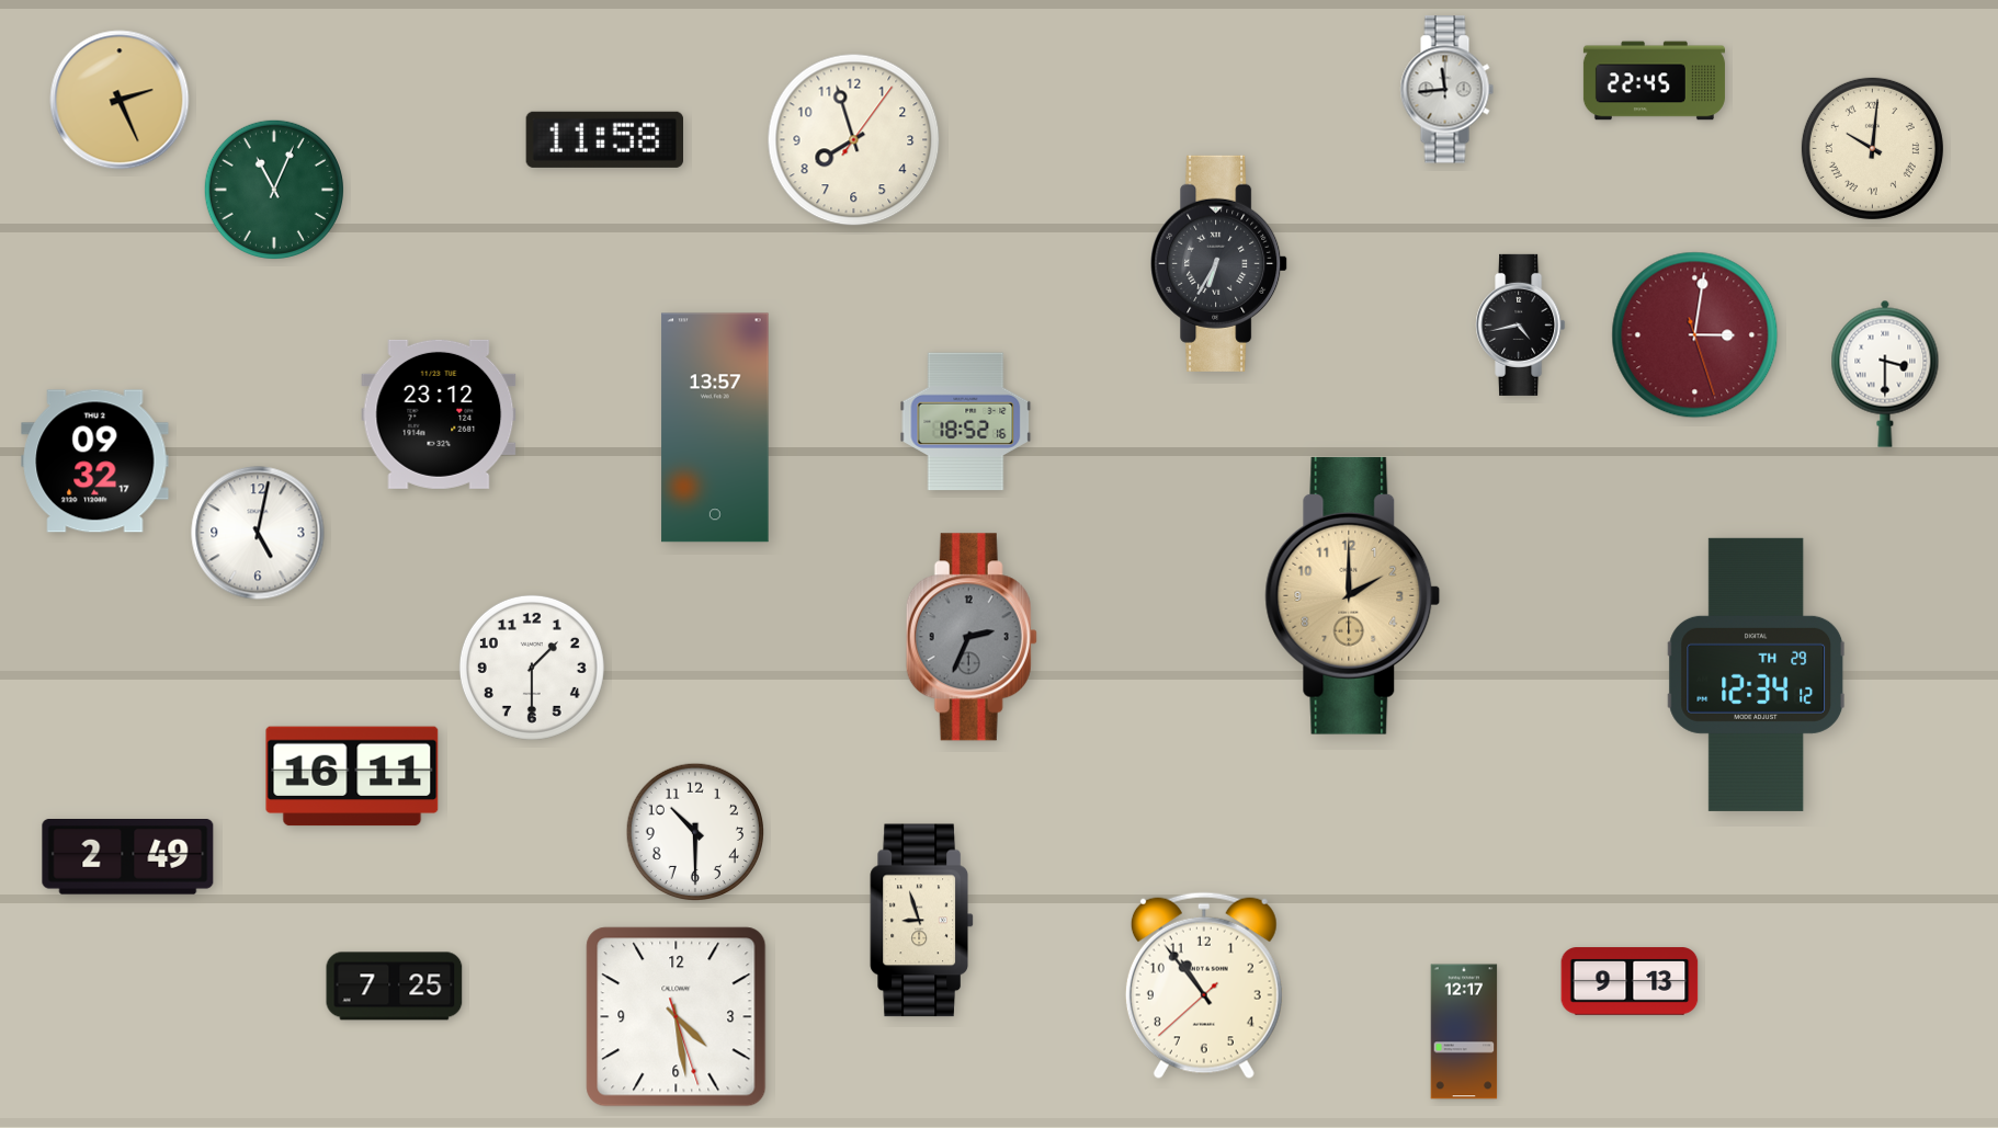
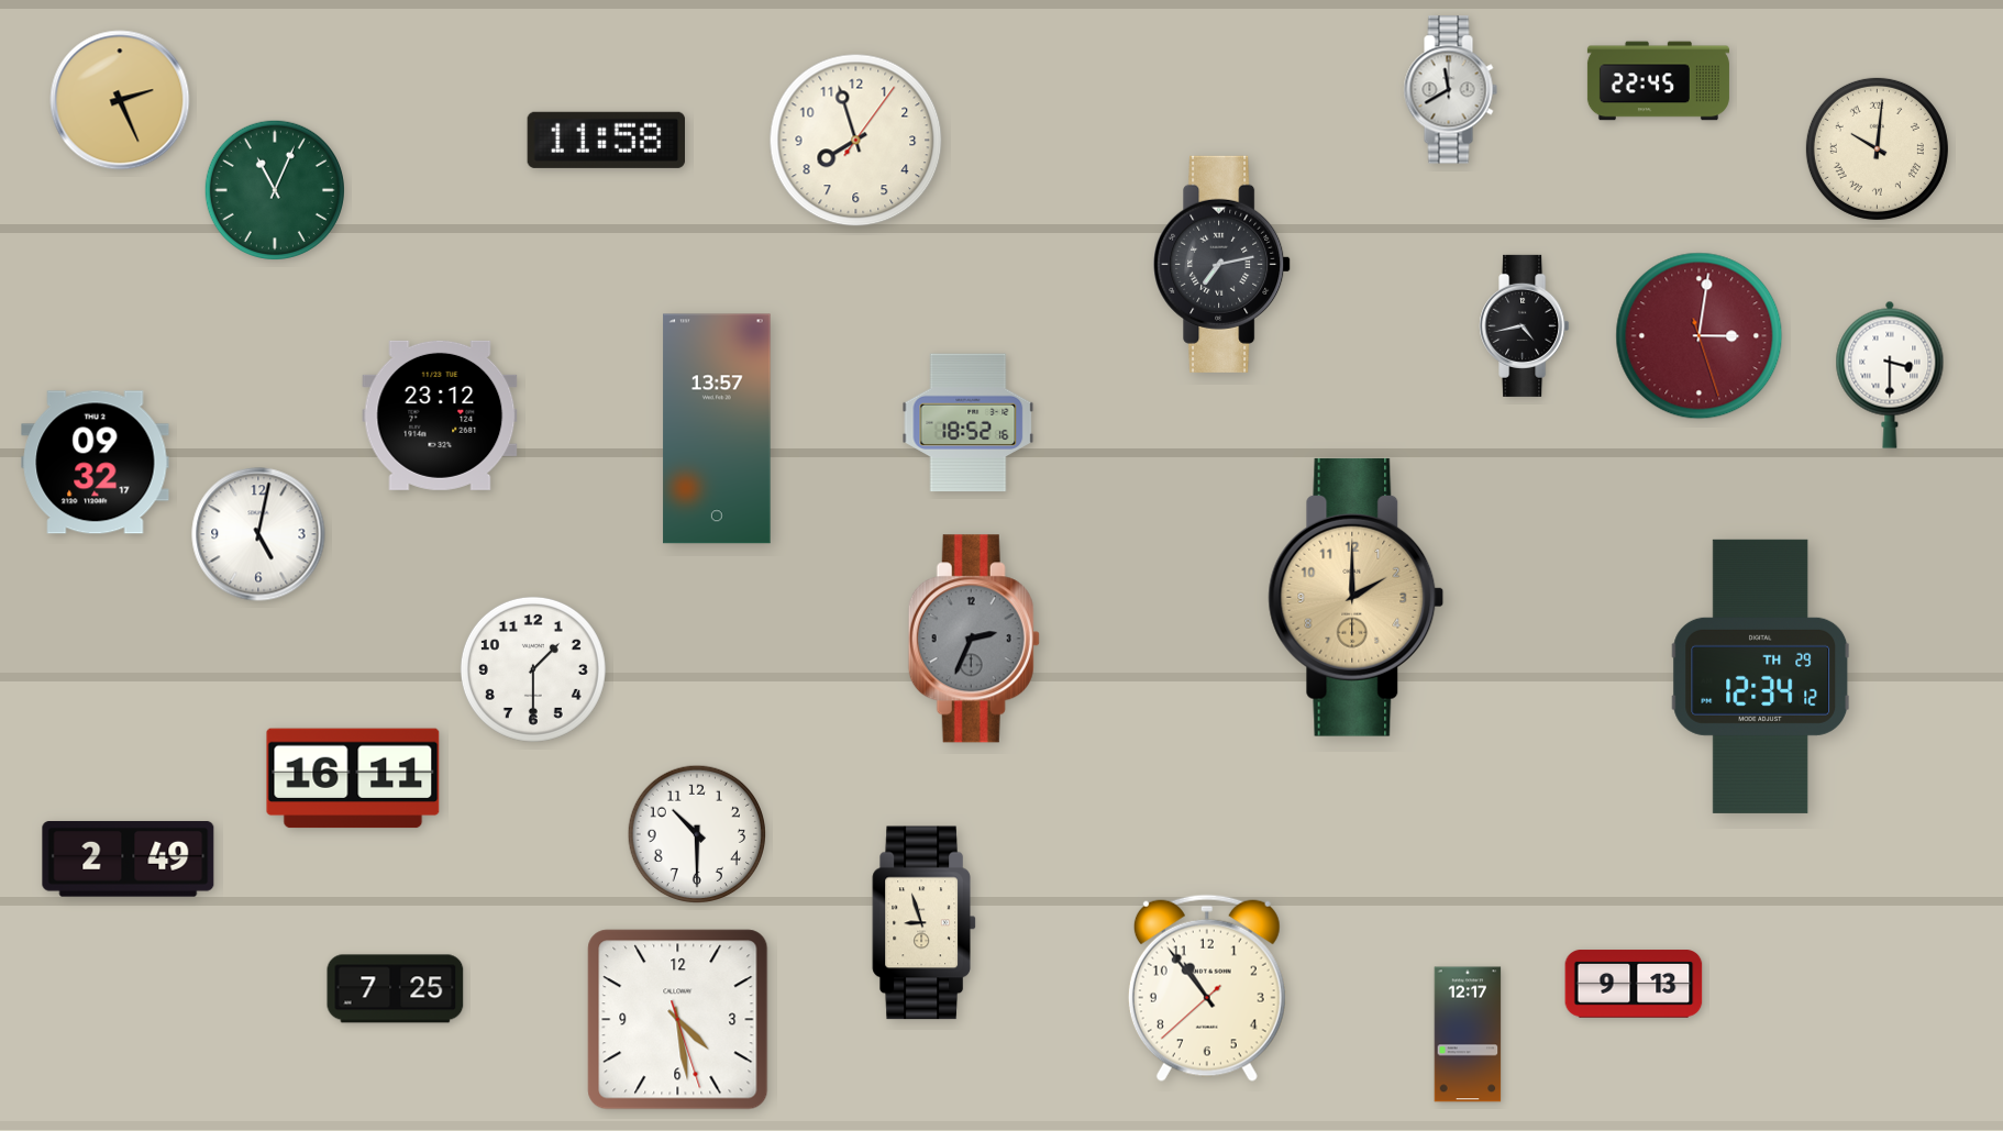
clock at (1446, 90): 11:44 -> 11:40
clock at (1219, 263): 6:35 -> 7:13
